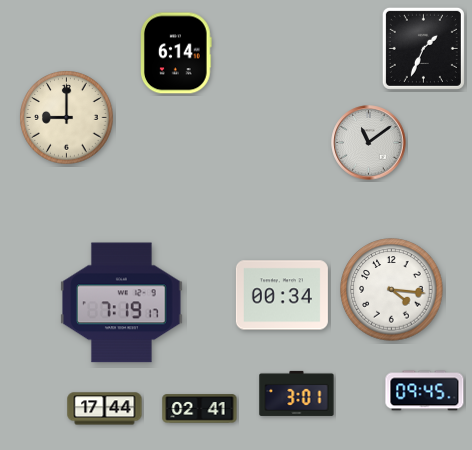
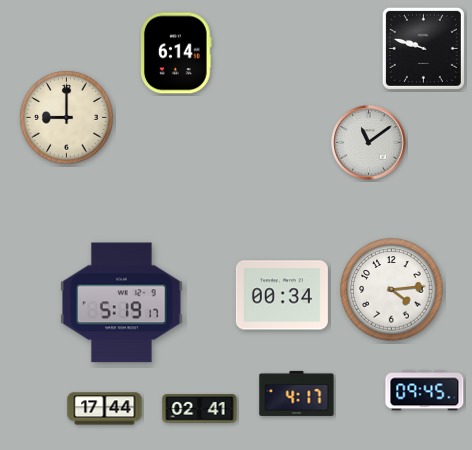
clock at (423, 48): 1:34 -> 9:48
clock at (392, 290): 4:16 -> 4:14
clock at (122, 303): 7:19 -> 5:19
clock at (297, 393): 3:01 -> 4:17
